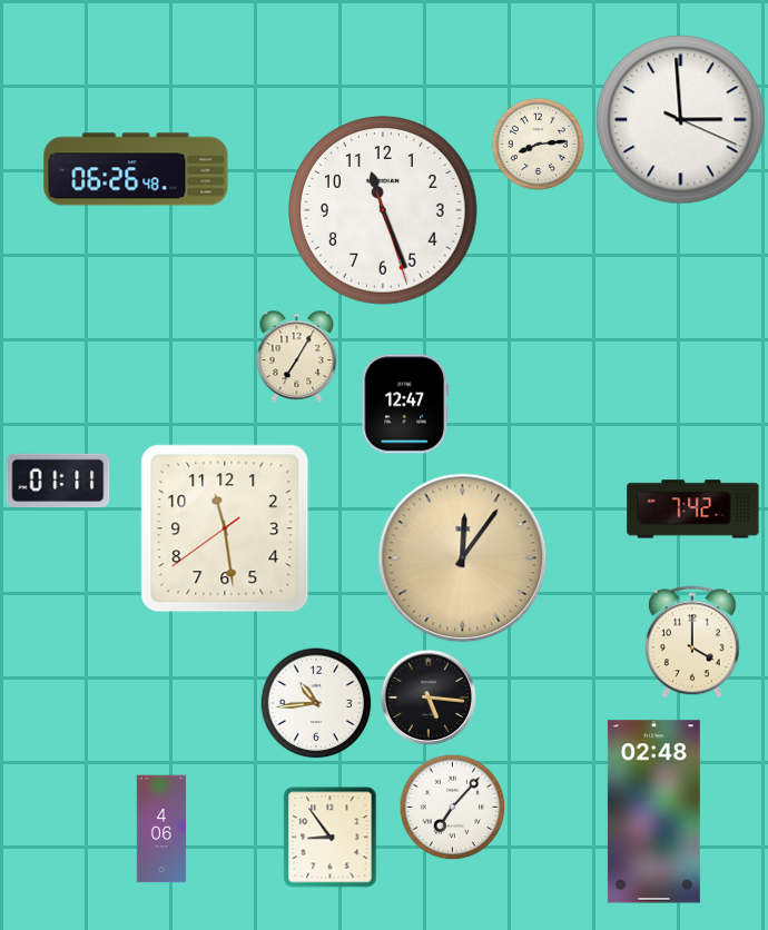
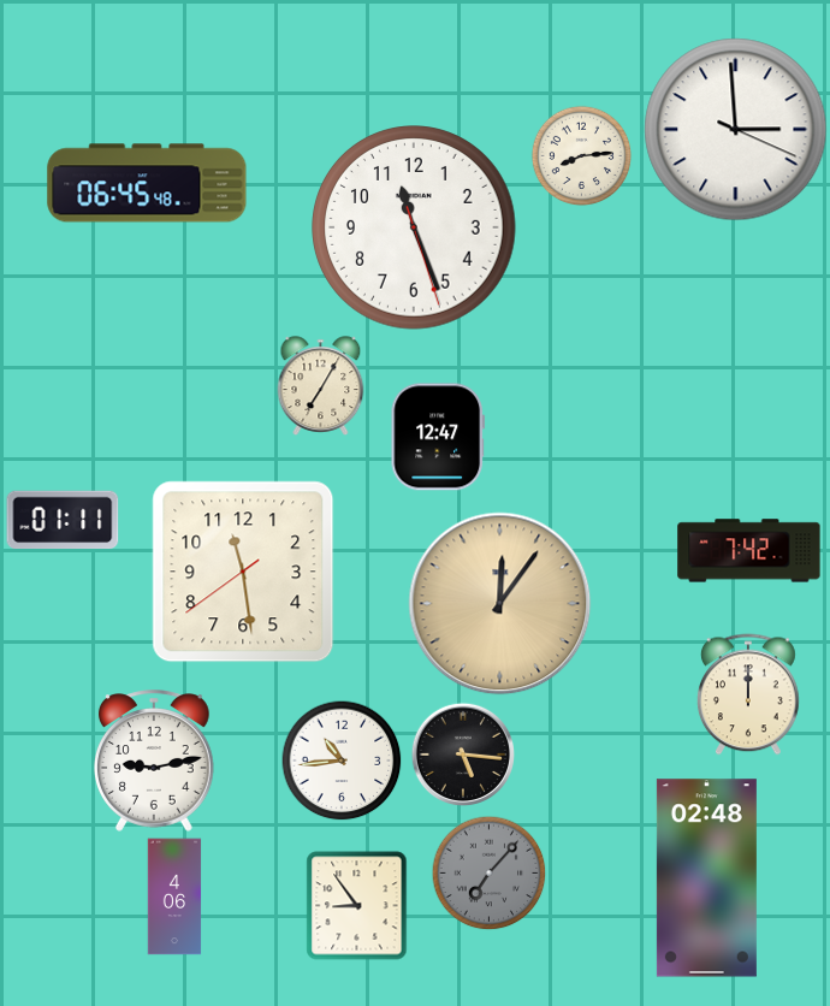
clock at (136, 169): 06:26 -> 06:45
clock at (692, 642): 4:00 -> 12:00
clock at (155, 761): none -> 9:13
clock at (452, 807) dial: white -> grey
